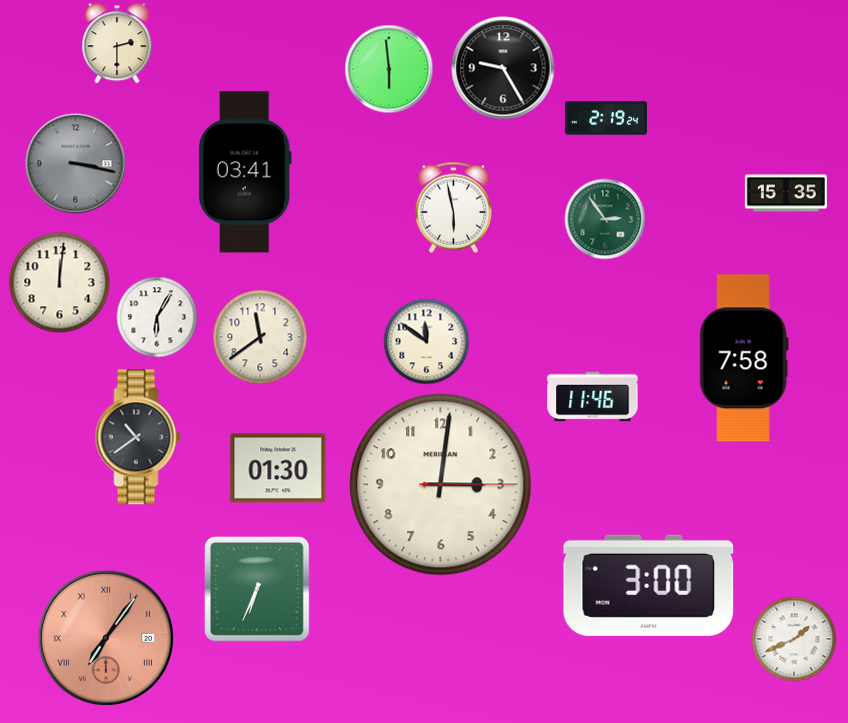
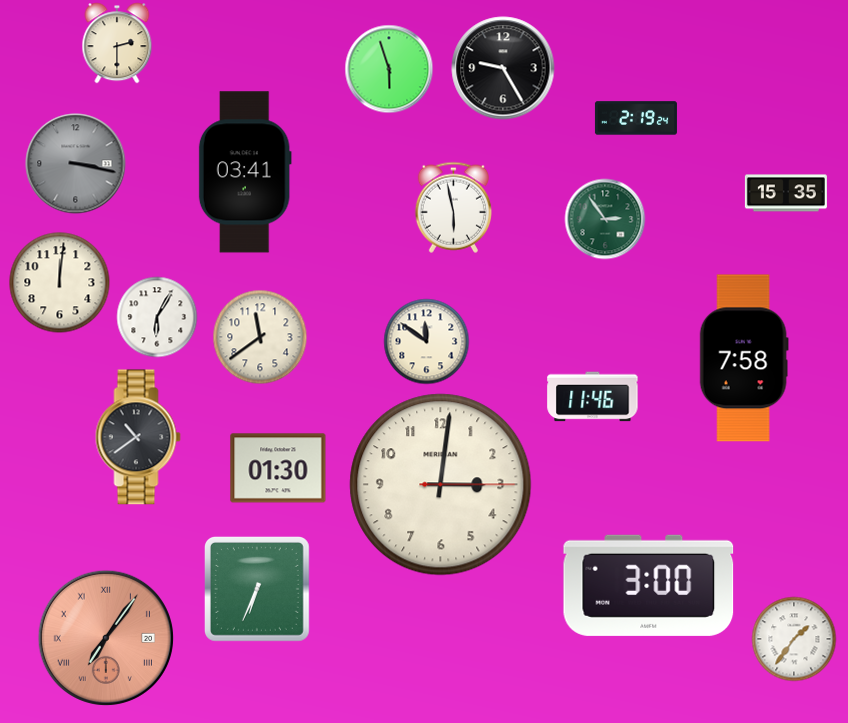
clock at (389, 69): 5:59 -> 5:57
clock at (606, 118) position: (606, 118) -> (636, 118)
clock at (794, 639): 1:41 -> 1:36
